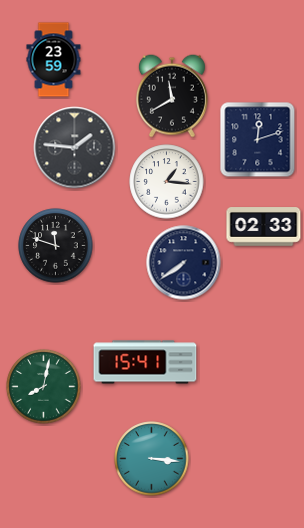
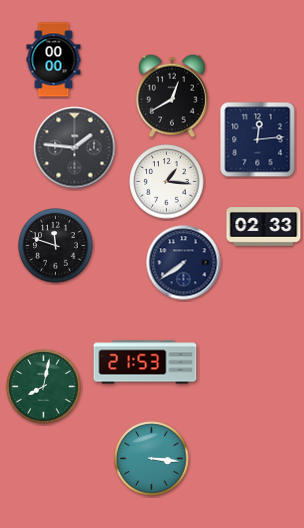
clock at (54, 60): 23:59 -> 00:00
clock at (172, 96): 11:40 -> 12:40
clock at (258, 140): 12:12 -> 12:14
clock at (145, 362): 15:41 -> 21:53
